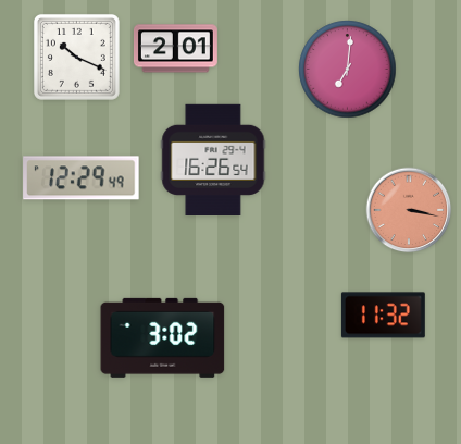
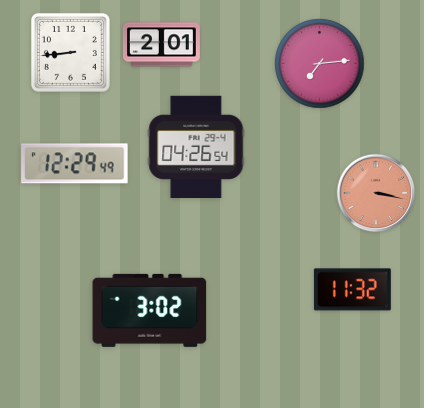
clock at (76, 57): 10:19 -> 8:44
clock at (348, 70): 7:01 -> 7:14
clock at (213, 159): 16:26 -> 04:26
